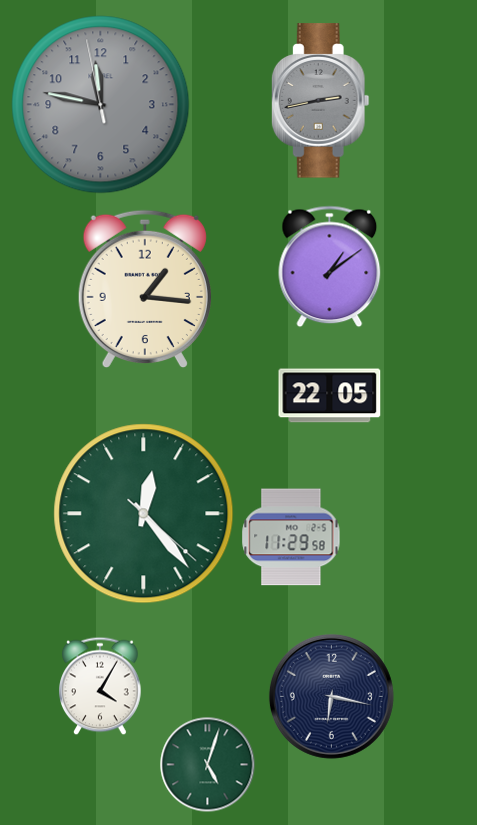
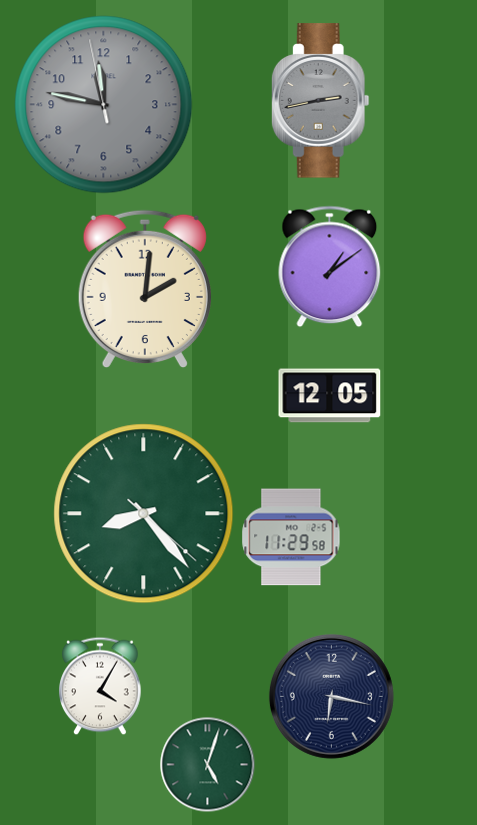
clock at (101, 105) position: (101, 105) -> (104, 105)
clock at (145, 289): 1:16 -> 2:01
clock at (330, 396): 22:05 -> 12:05
clock at (144, 514): 12:23 -> 8:23
